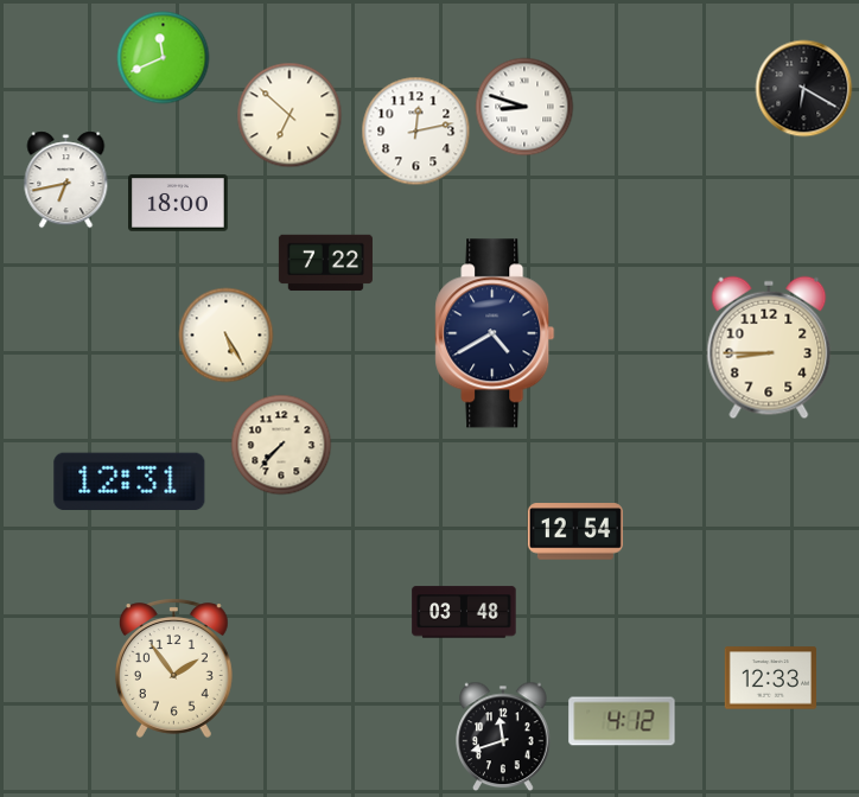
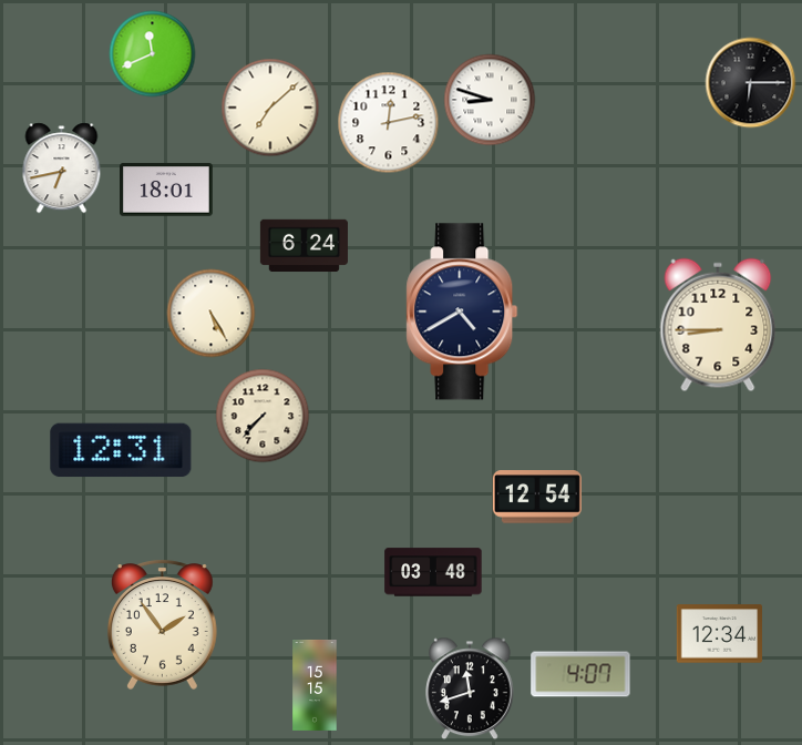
clock at (804, 89): 6:20 -> 6:15
clock at (289, 115): 6:52 -> 7:08
clock at (179, 203): 18:00 -> 18:01
clock at (325, 263): 7:22 -> 6:24
clock at (770, 678): 12:33 -> 12:34
clock at (622, 721): 4:12 -> 4:07
clock at (315, 685): none -> 15:15
